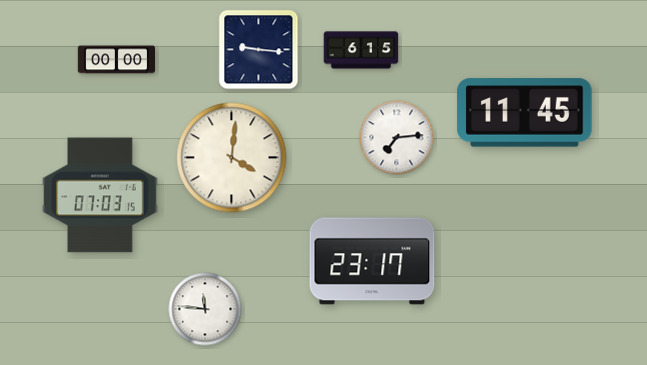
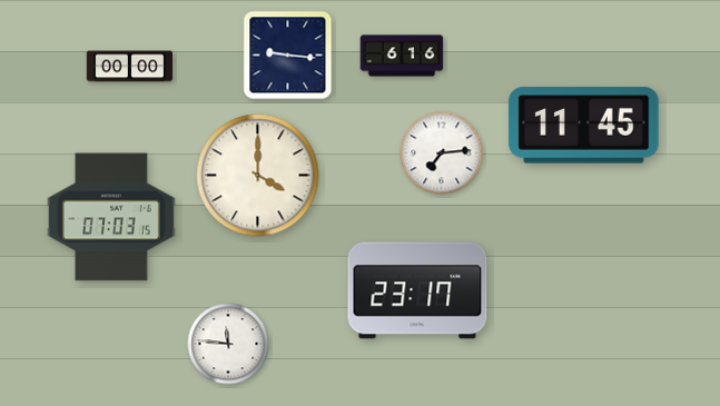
clock at (361, 50): 6:15 -> 6:16
clock at (232, 158): 4:01 -> 4:00
clock at (372, 261) position: (372, 261) -> (417, 290)
